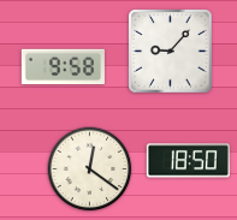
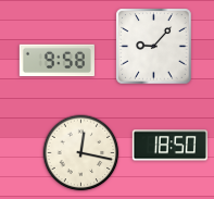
clock at (90, 170): 12:21 -> 12:17
